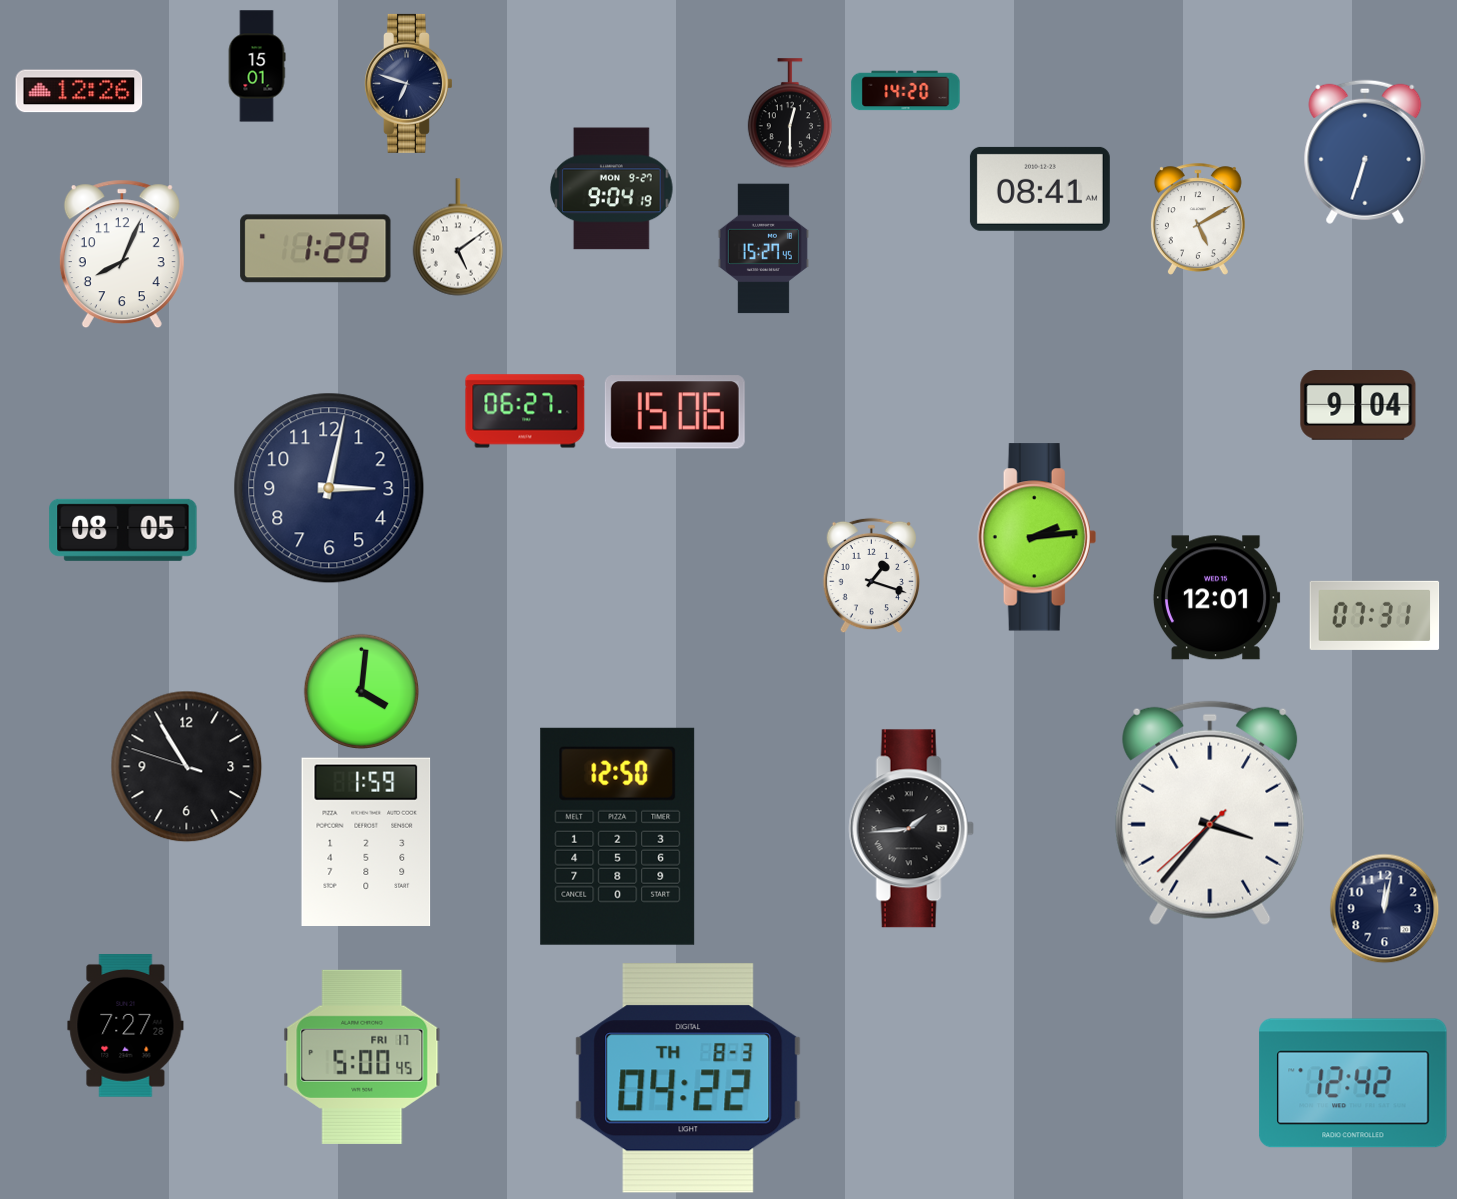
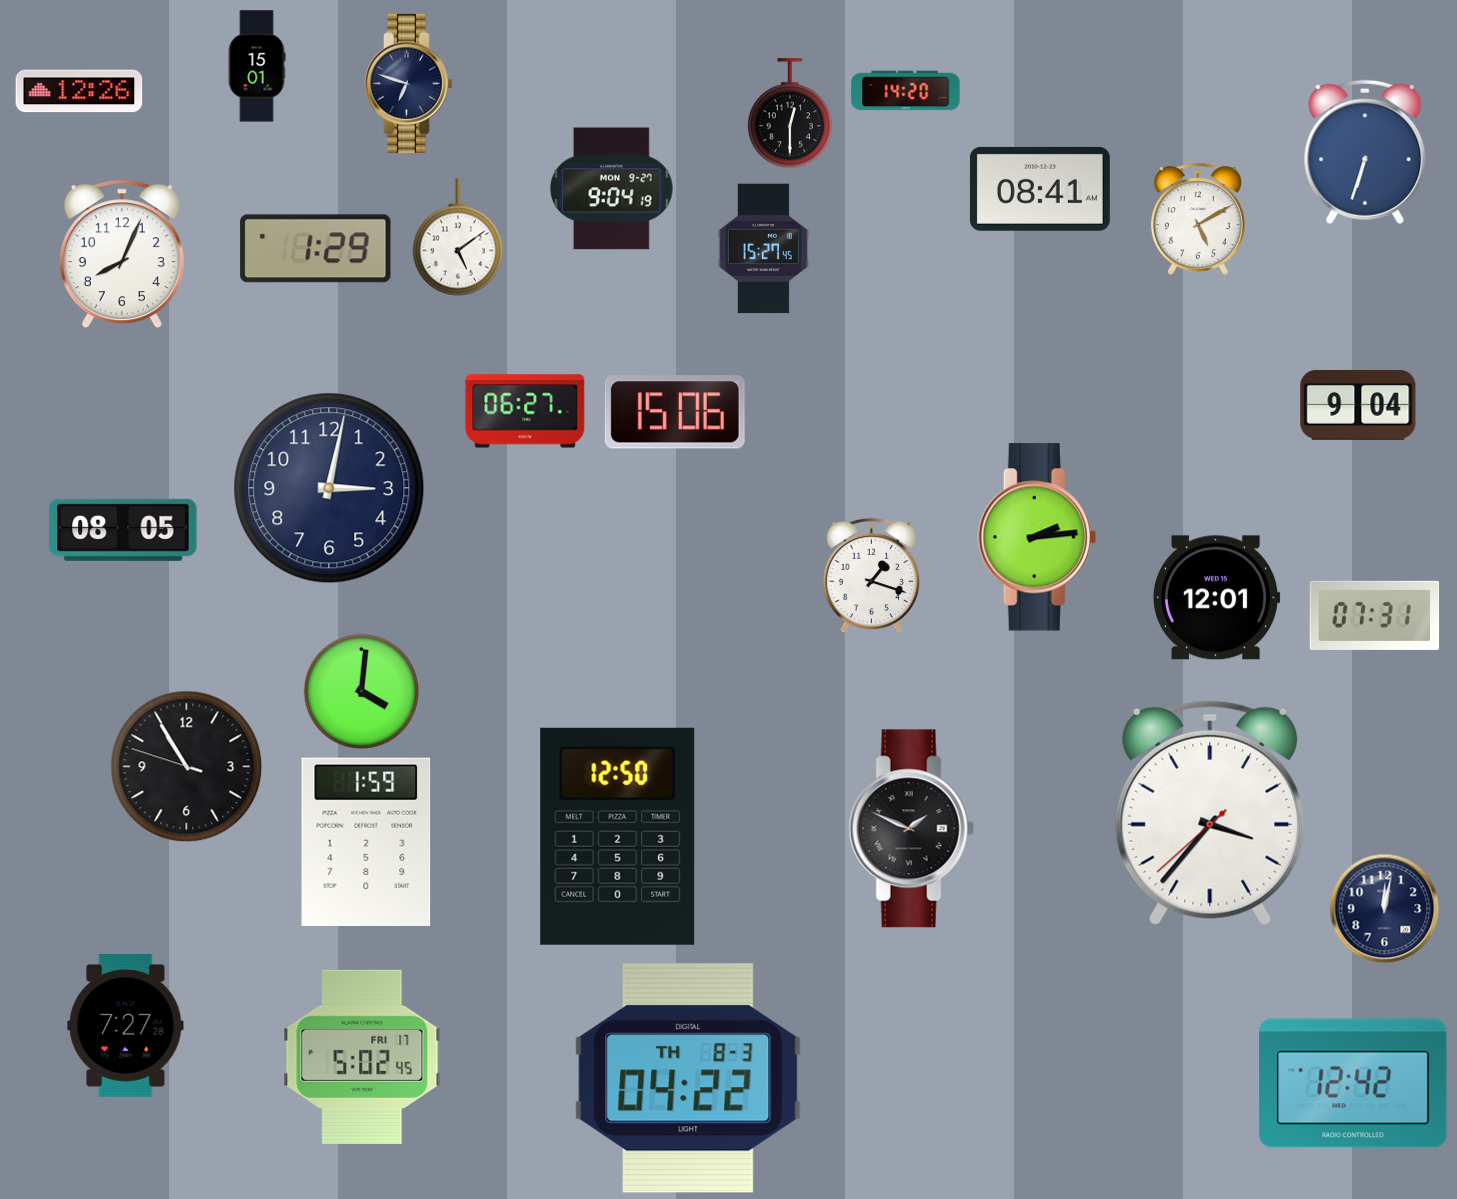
clock at (911, 829): 1:44 -> 1:49
clock at (362, 1057): 5:00 -> 5:02
